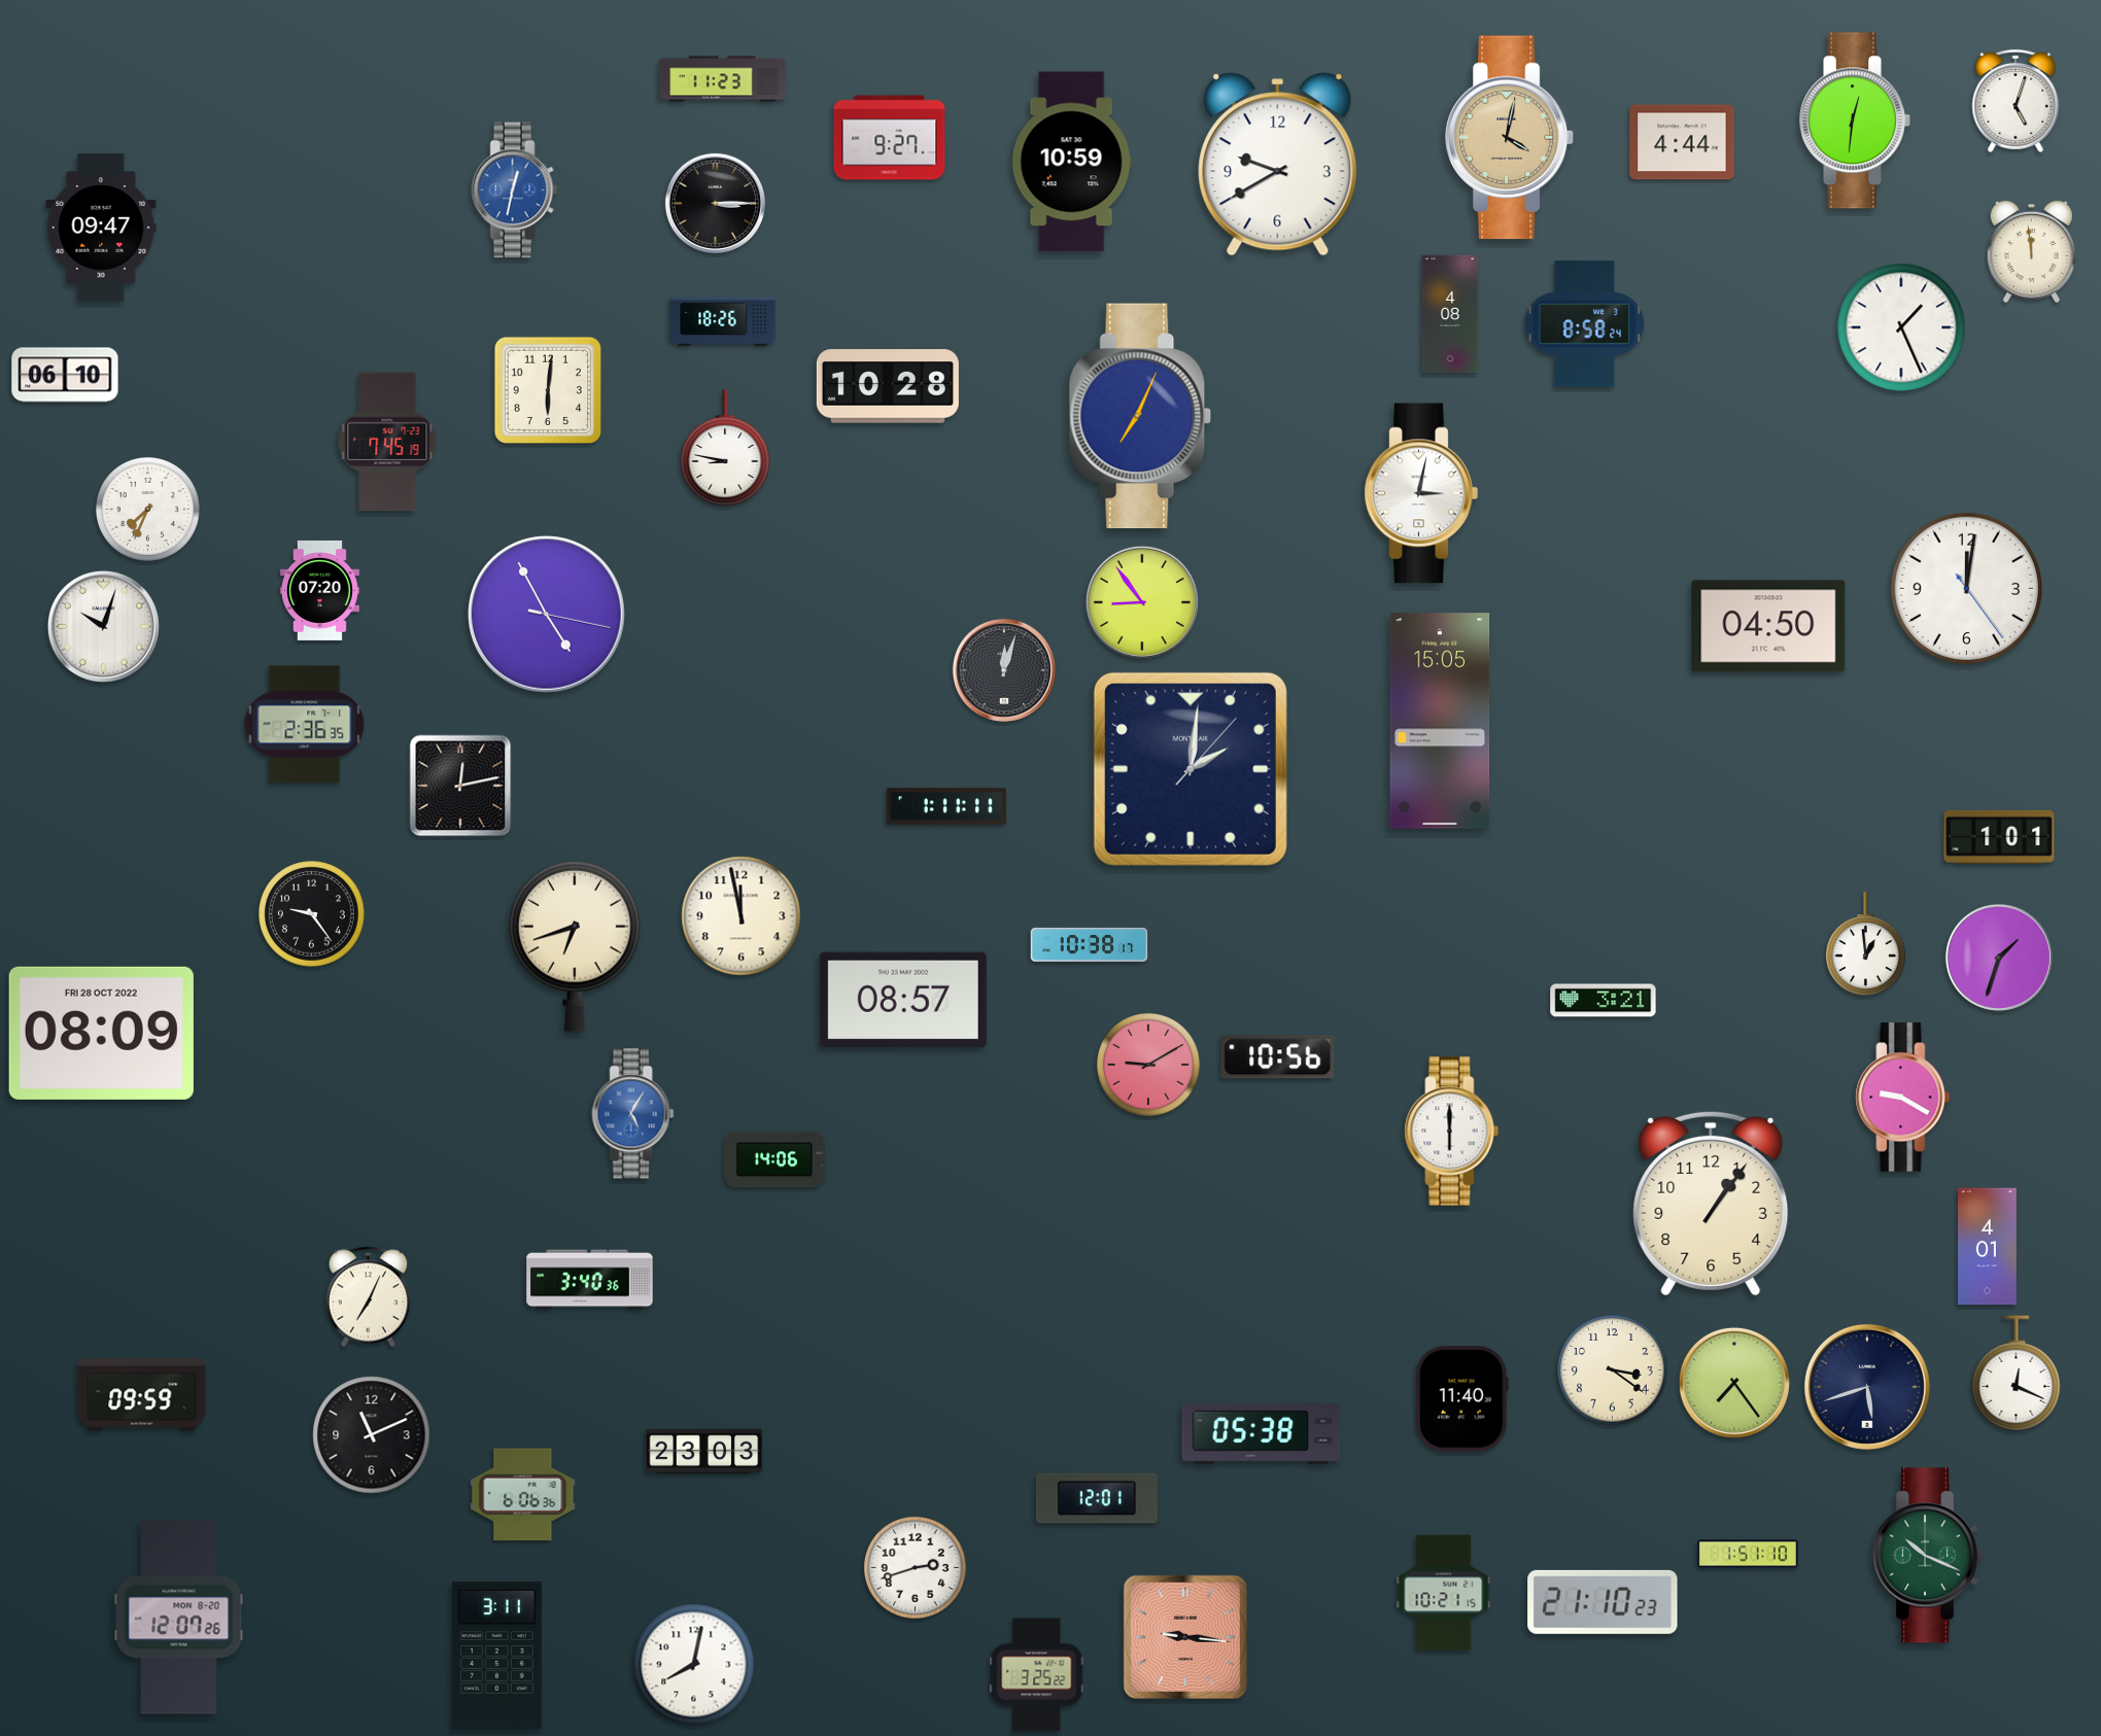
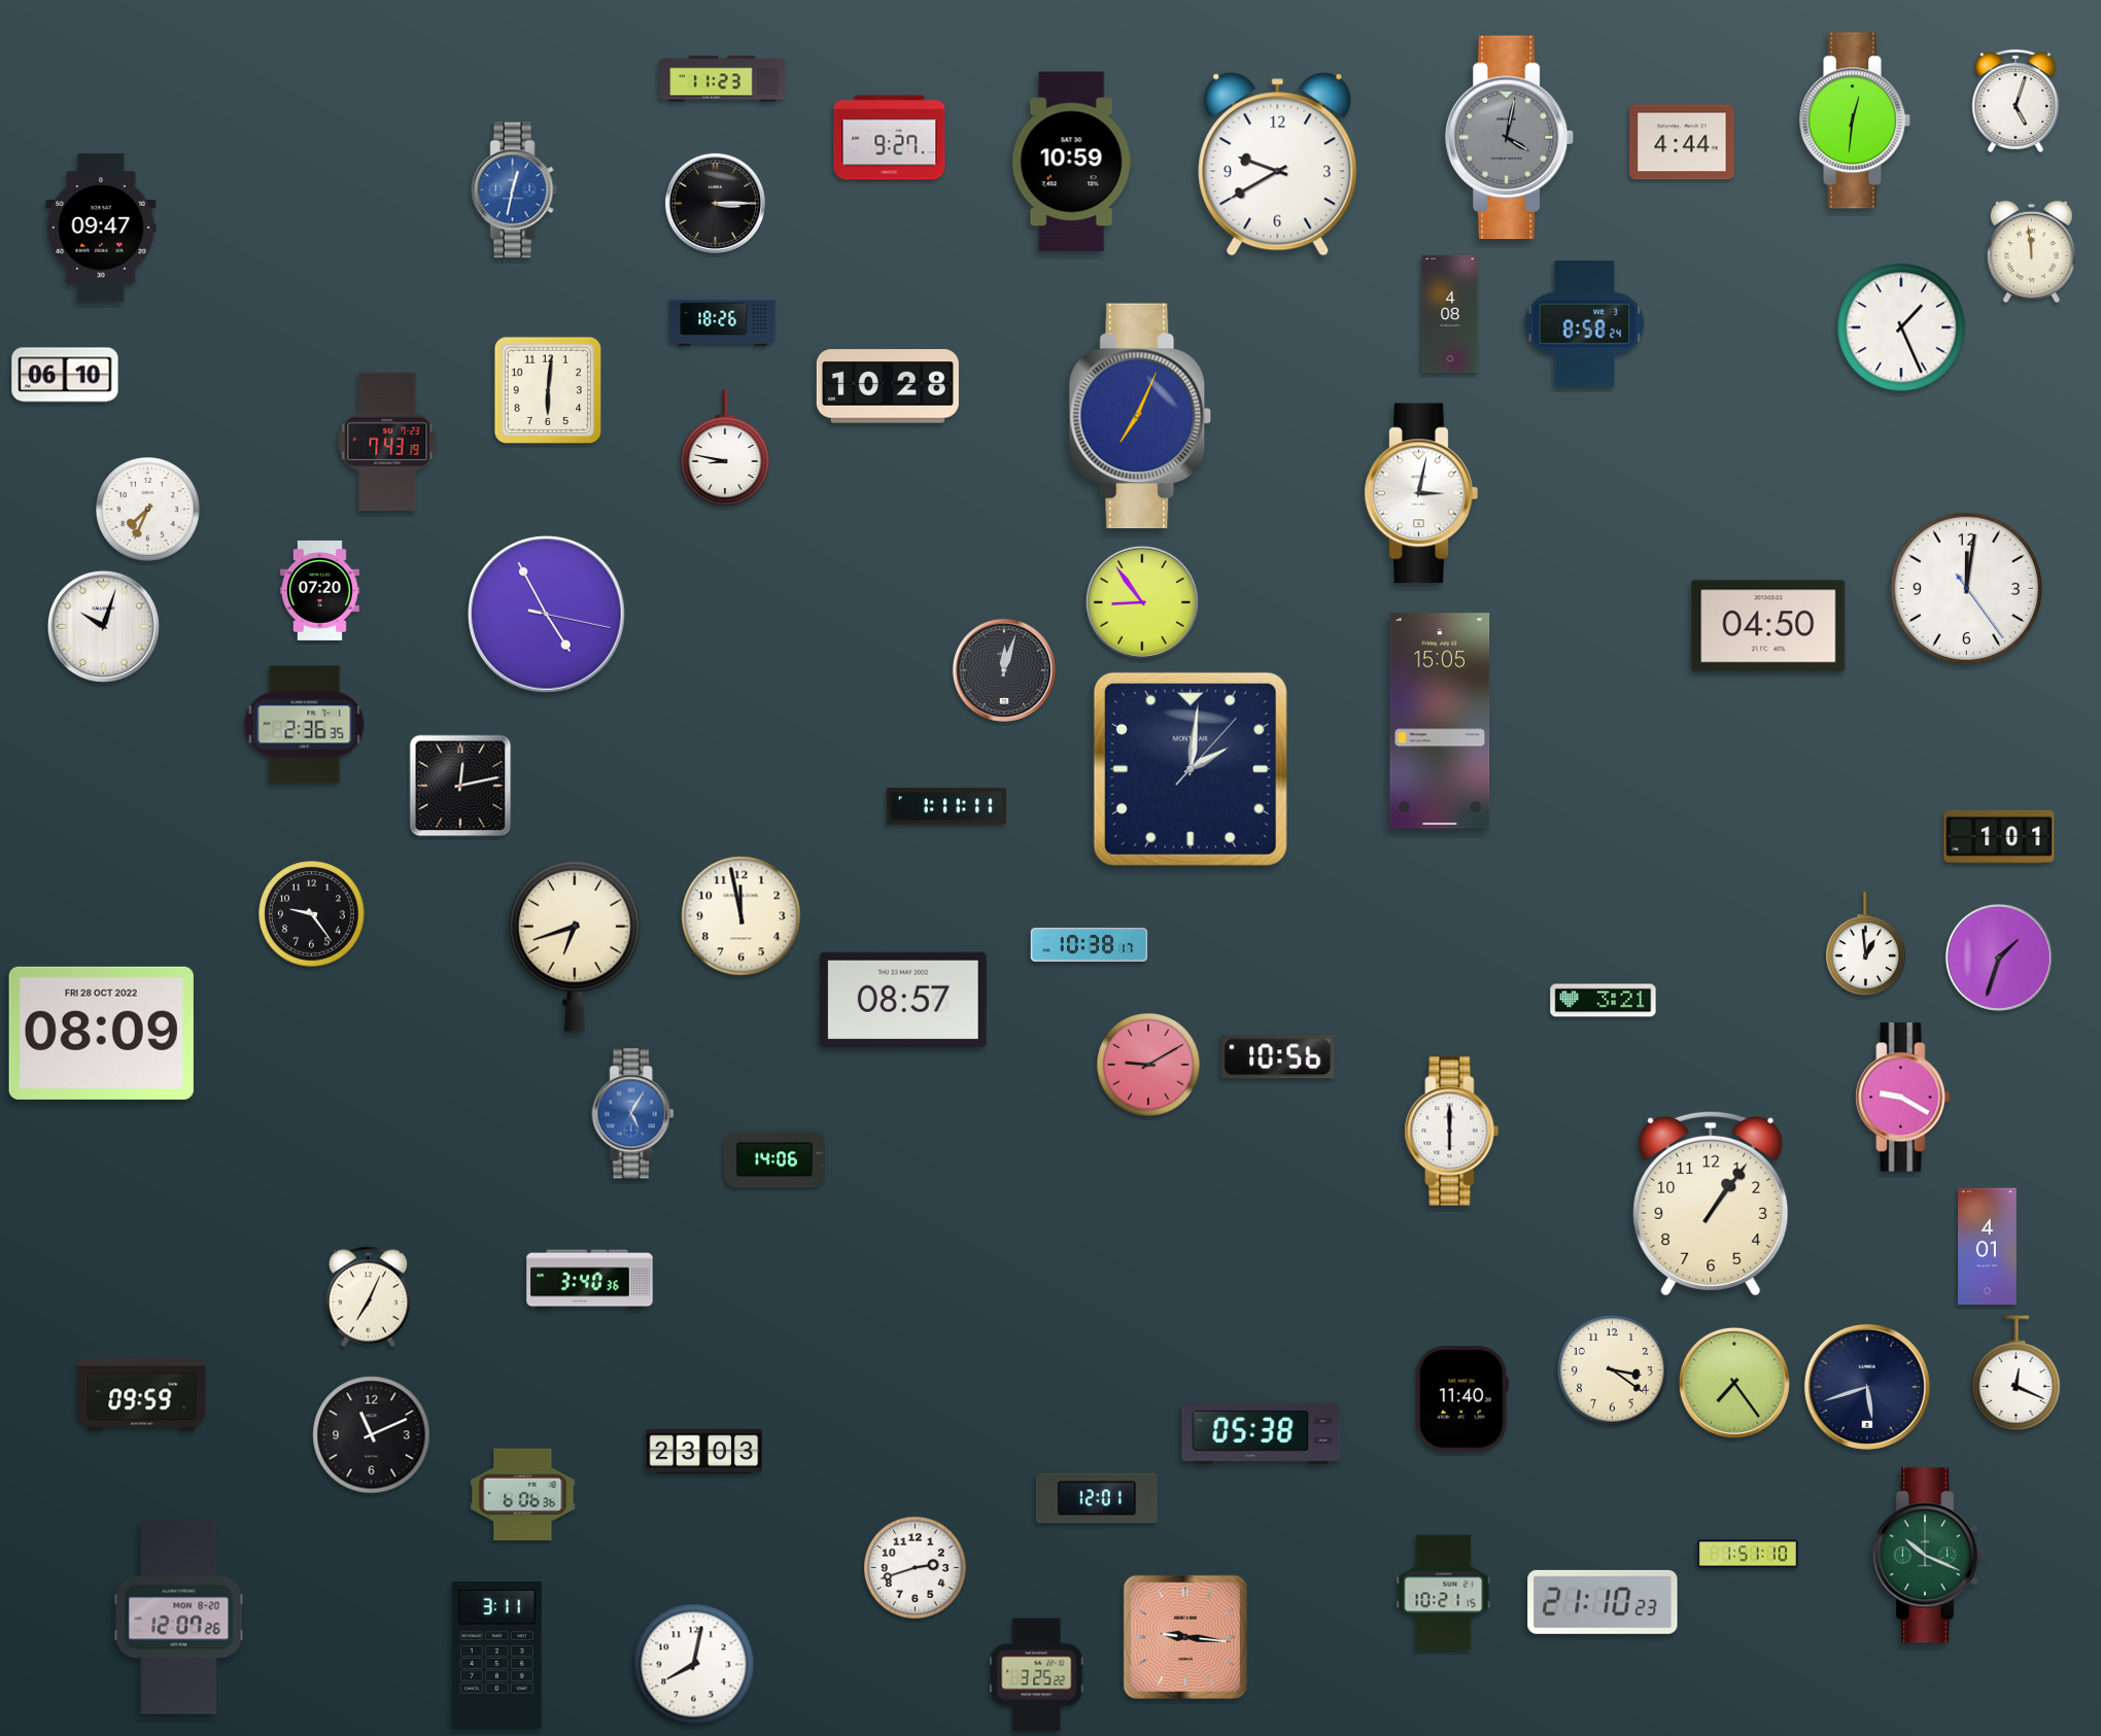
clock at (1510, 138) dial: champagne -> grey
clock at (387, 442): 7:45 -> 7:43
